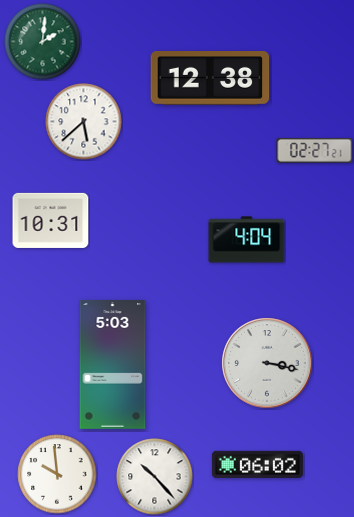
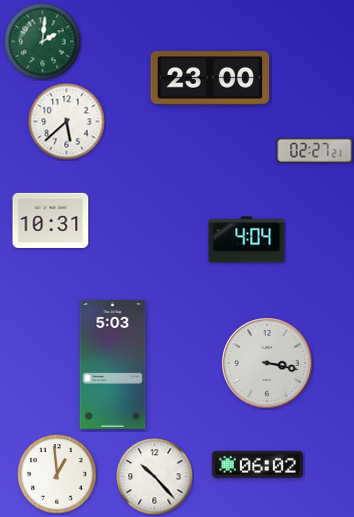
clock at (210, 79): 12:38 -> 23:00
clock at (84, 122) position: (84, 122) -> (67, 122)
clock at (57, 474): 9:59 -> 12:59
